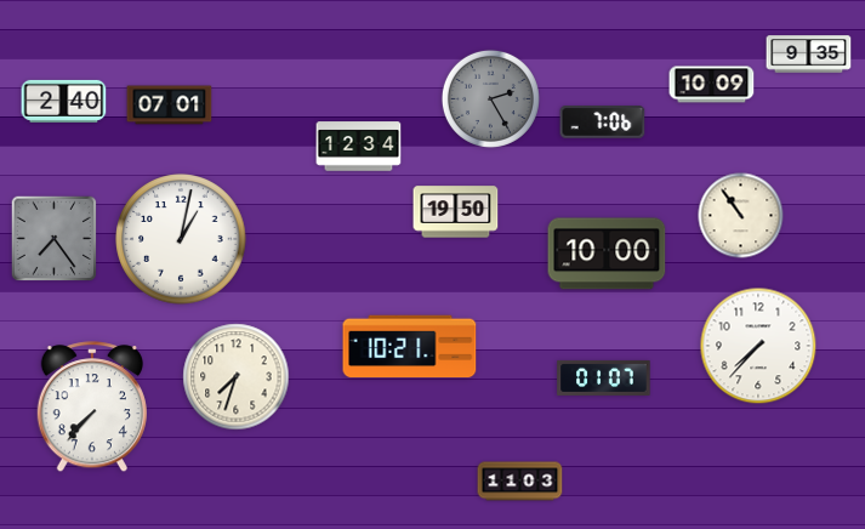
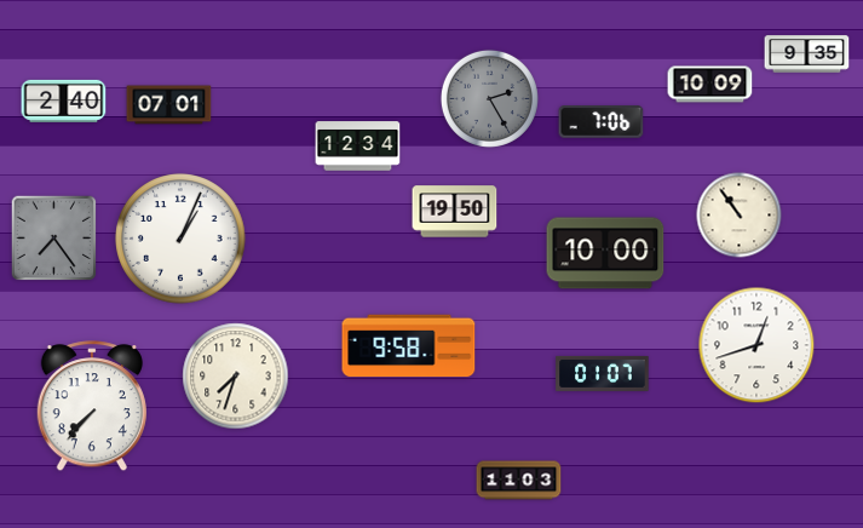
clock at (181, 239): 1:02 -> 1:04
clock at (758, 346): 7:37 -> 12:42
clock at (410, 347): 10:21 -> 9:58
clock at (604, 377) position: (604, 377) -> (603, 373)
